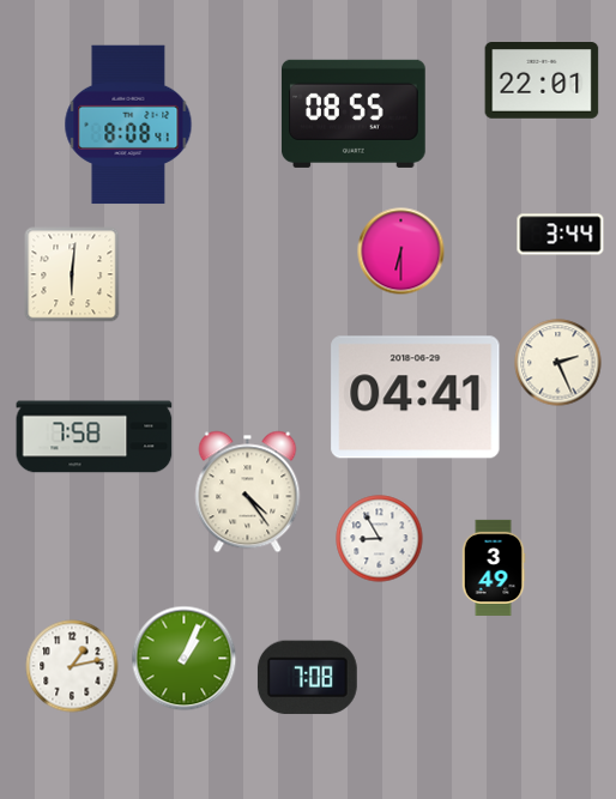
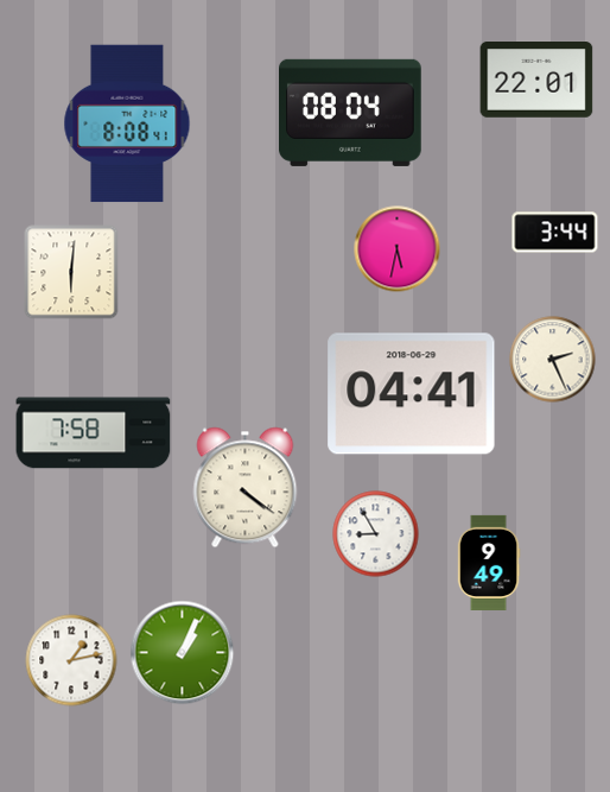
clock at (355, 114): 08:55 -> 08:04
clock at (401, 252): 6:30 -> 5:32
clock at (248, 492): 4:24 -> 4:21
clock at (494, 568): 3:49 -> 9:49
clock at (307, 678): 7:08 -> none
